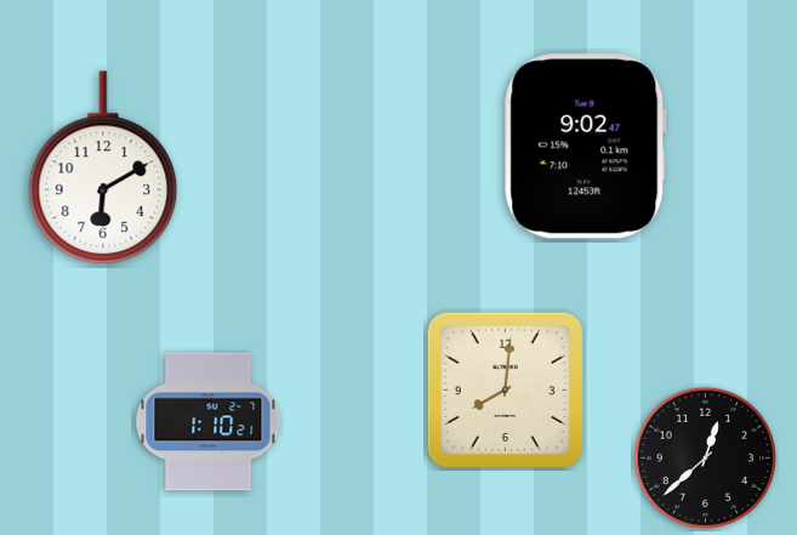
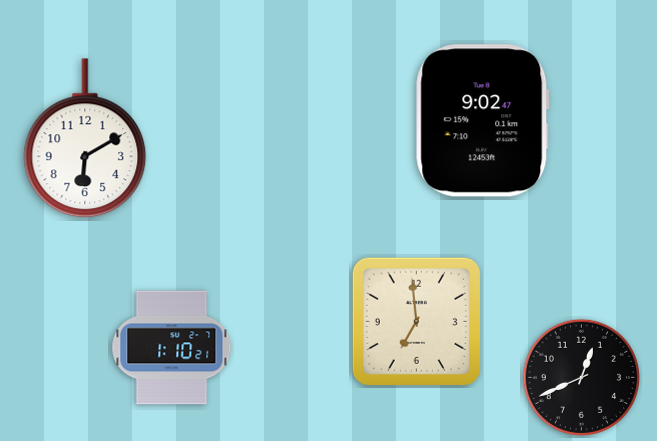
clock at (505, 389): 8:01 -> 6:59
clock at (705, 457): 12:38 -> 12:41
